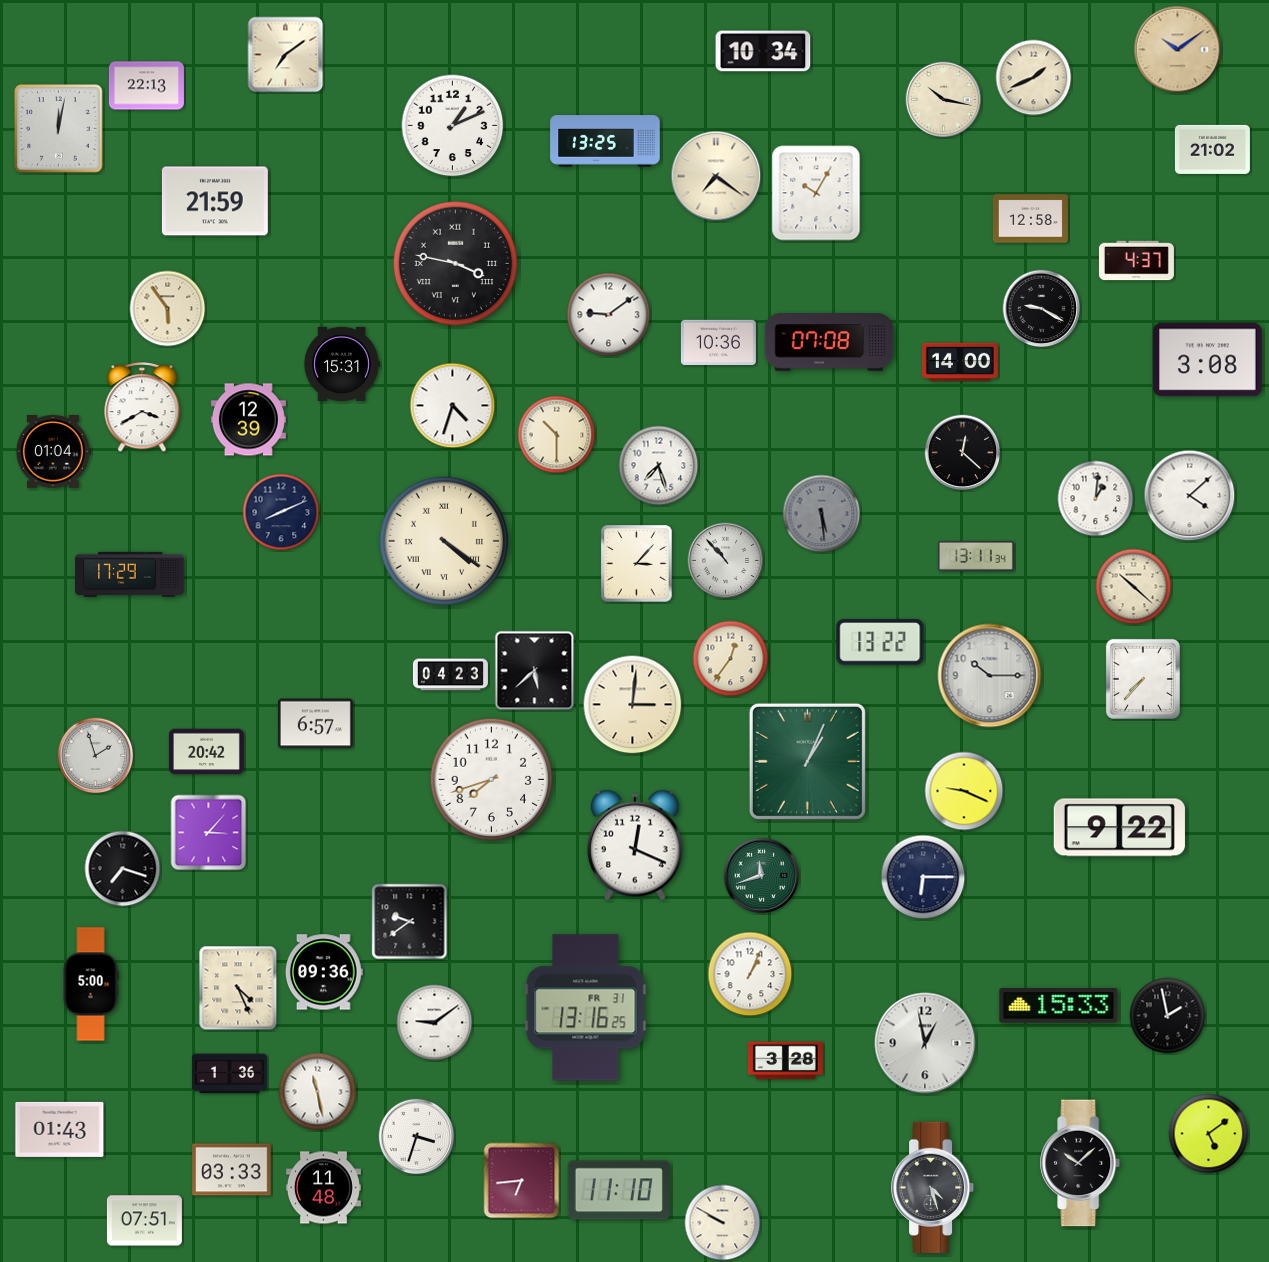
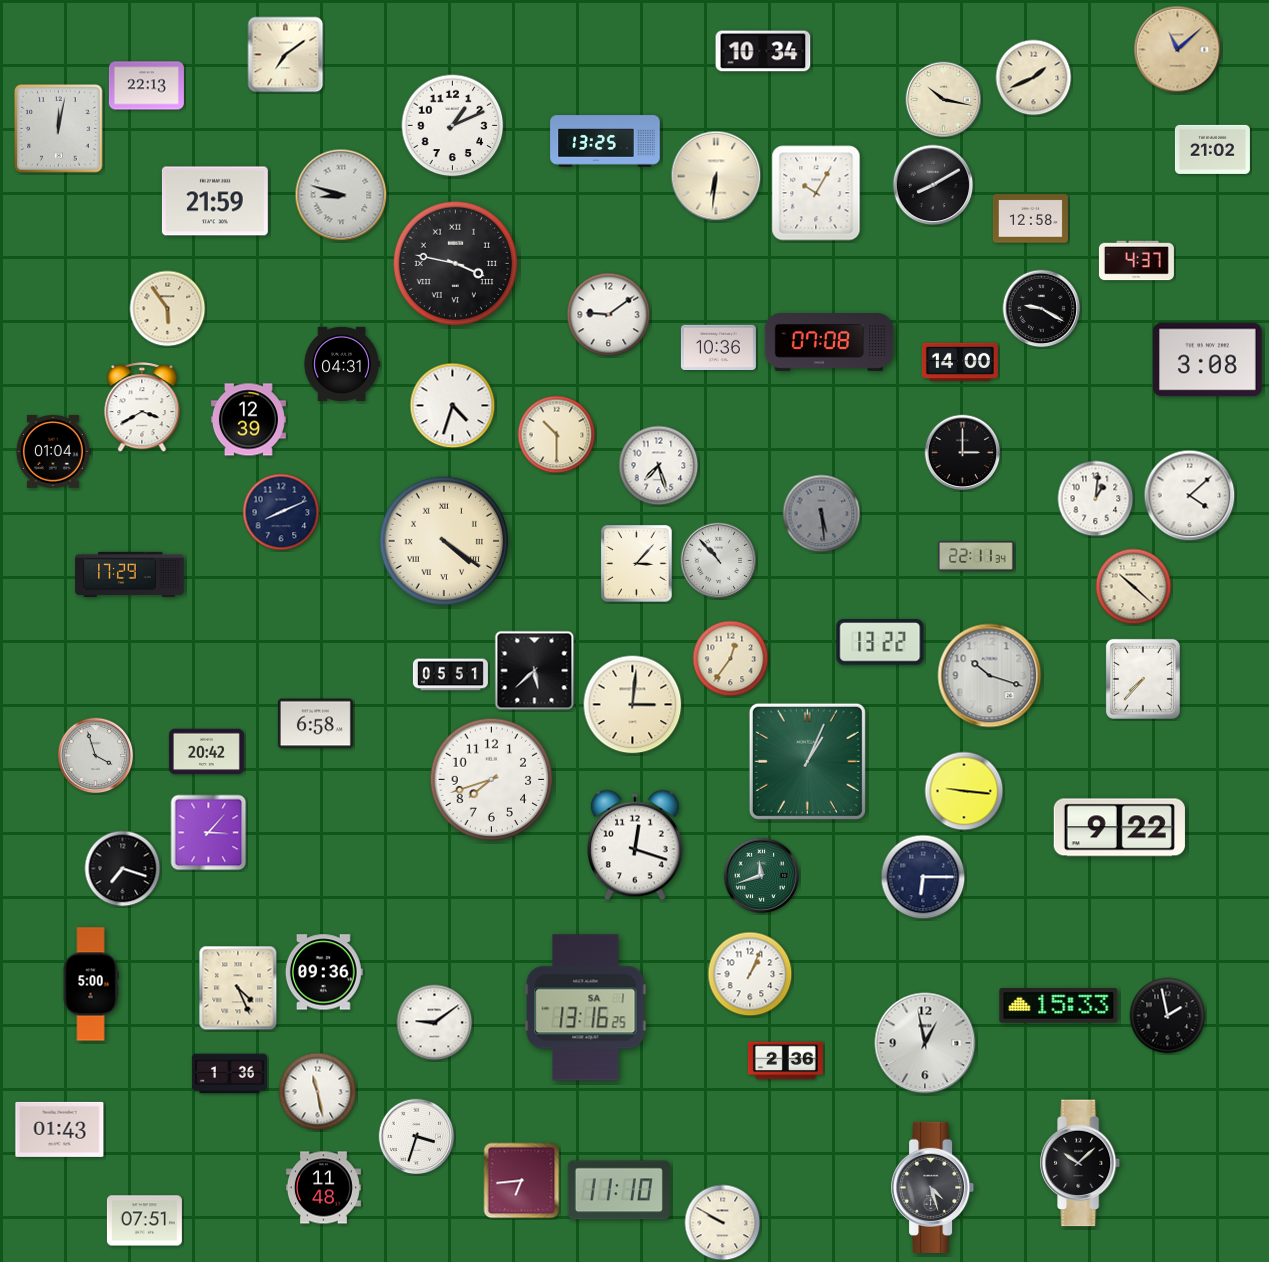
clock at (1178, 50): 10:09 -> 11:08
clock at (716, 176): 7:21 -> 6:31
clock at (933, 185): none -> 8:10
clock at (341, 195): none -> 8:48
clock at (718, 342) position: (718, 342) -> (718, 347)
clock at (342, 363): 15:31 -> 04:31
clock at (963, 453): 12:22 -> 3:00
clock at (976, 556): 13:11 -> 22:11
clock at (726, 561) position: (726, 561) -> (719, 561)
clock at (450, 675): 04:23 -> 05:51
clock at (990, 676): 10:15 -> 10:18
clock at (315, 724): 6:57 -> 6:58
clock at (96, 756): 1:57 -> 3:57
clock at (964, 791): 9:19 -> 9:16
clock at (636, 845): 12:19 -> 12:18
clock at (410, 922): 9:39 -> none
clock at (586, 1008) date: FR 31 -> SA 1
clock at (785, 1061): 3:28 -> 2:36
clock at (1209, 1134): 5:09 -> none
clock at (232, 1170): 03:33 -> none
